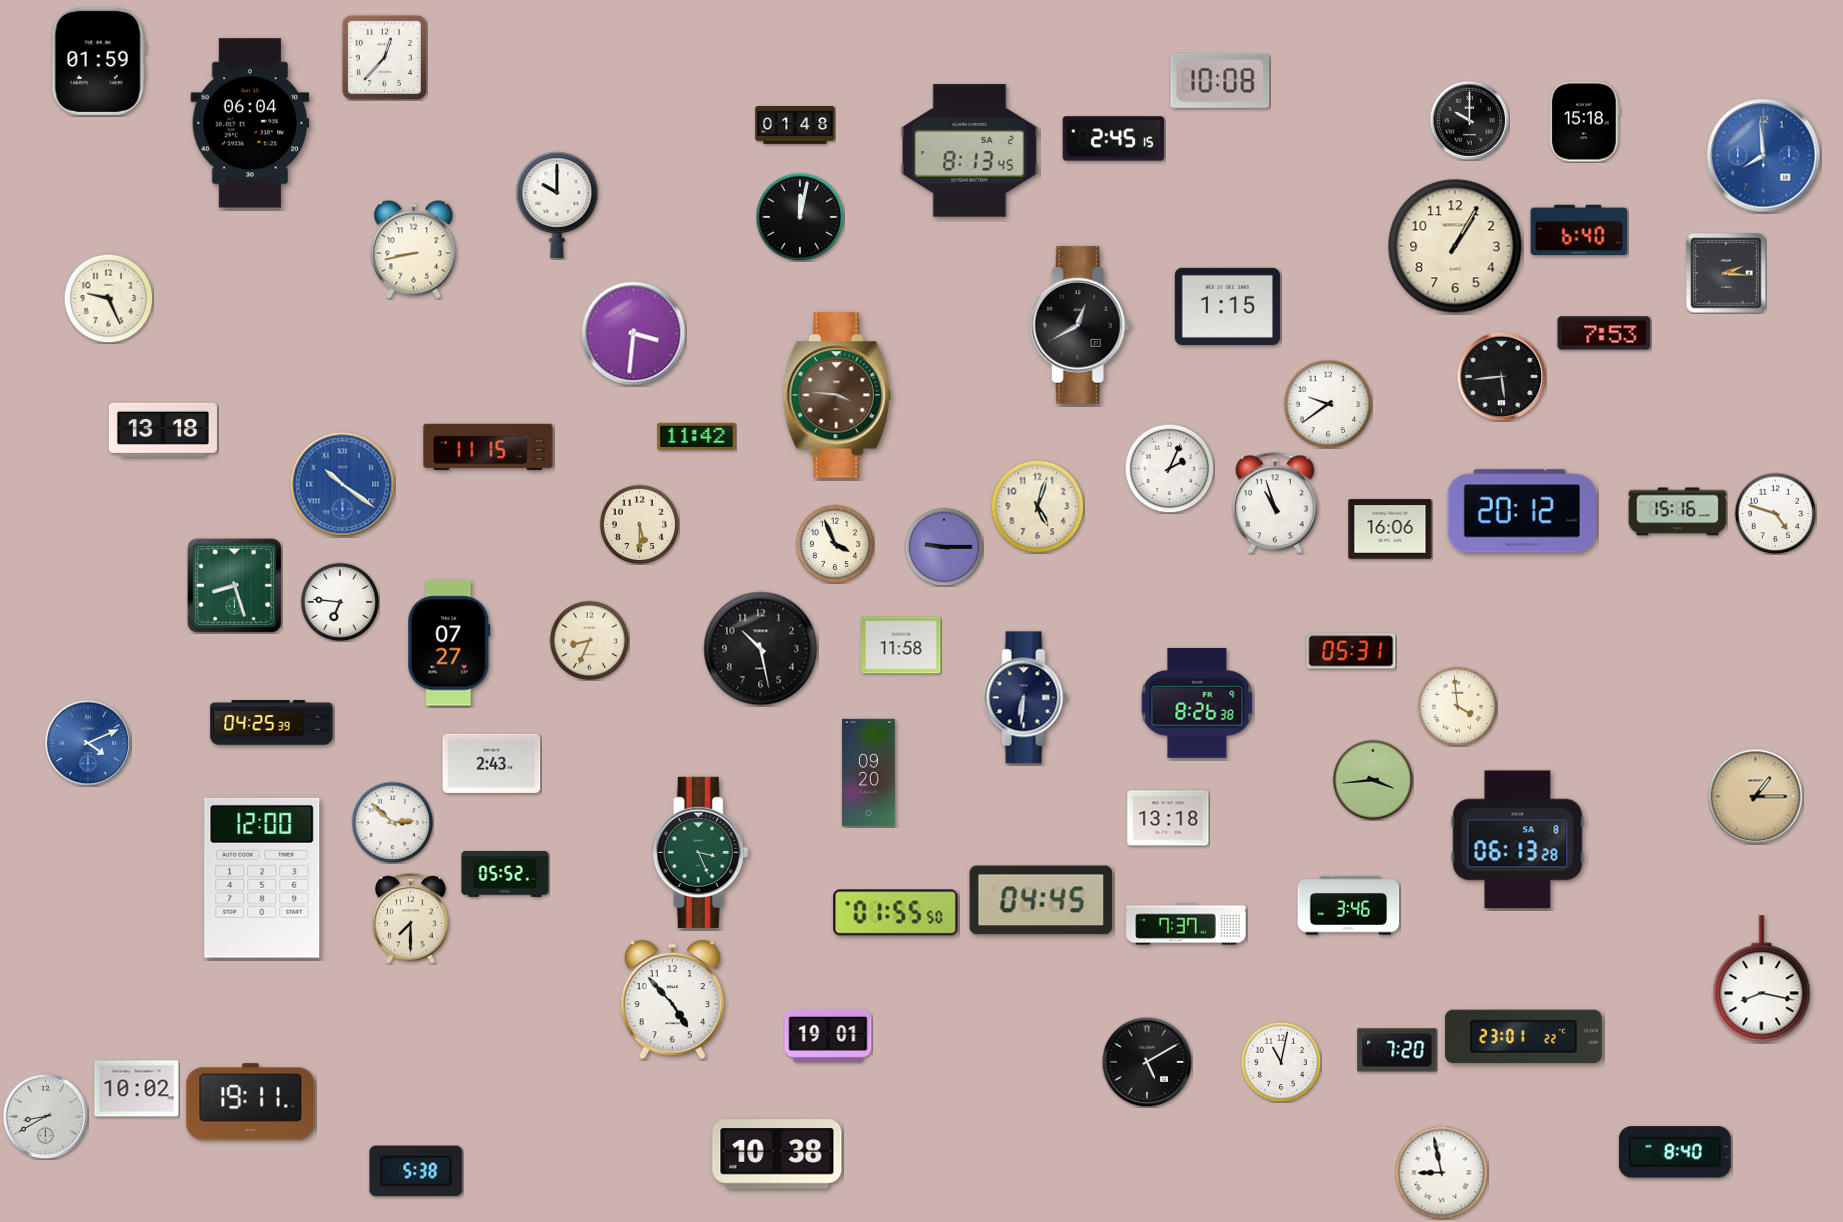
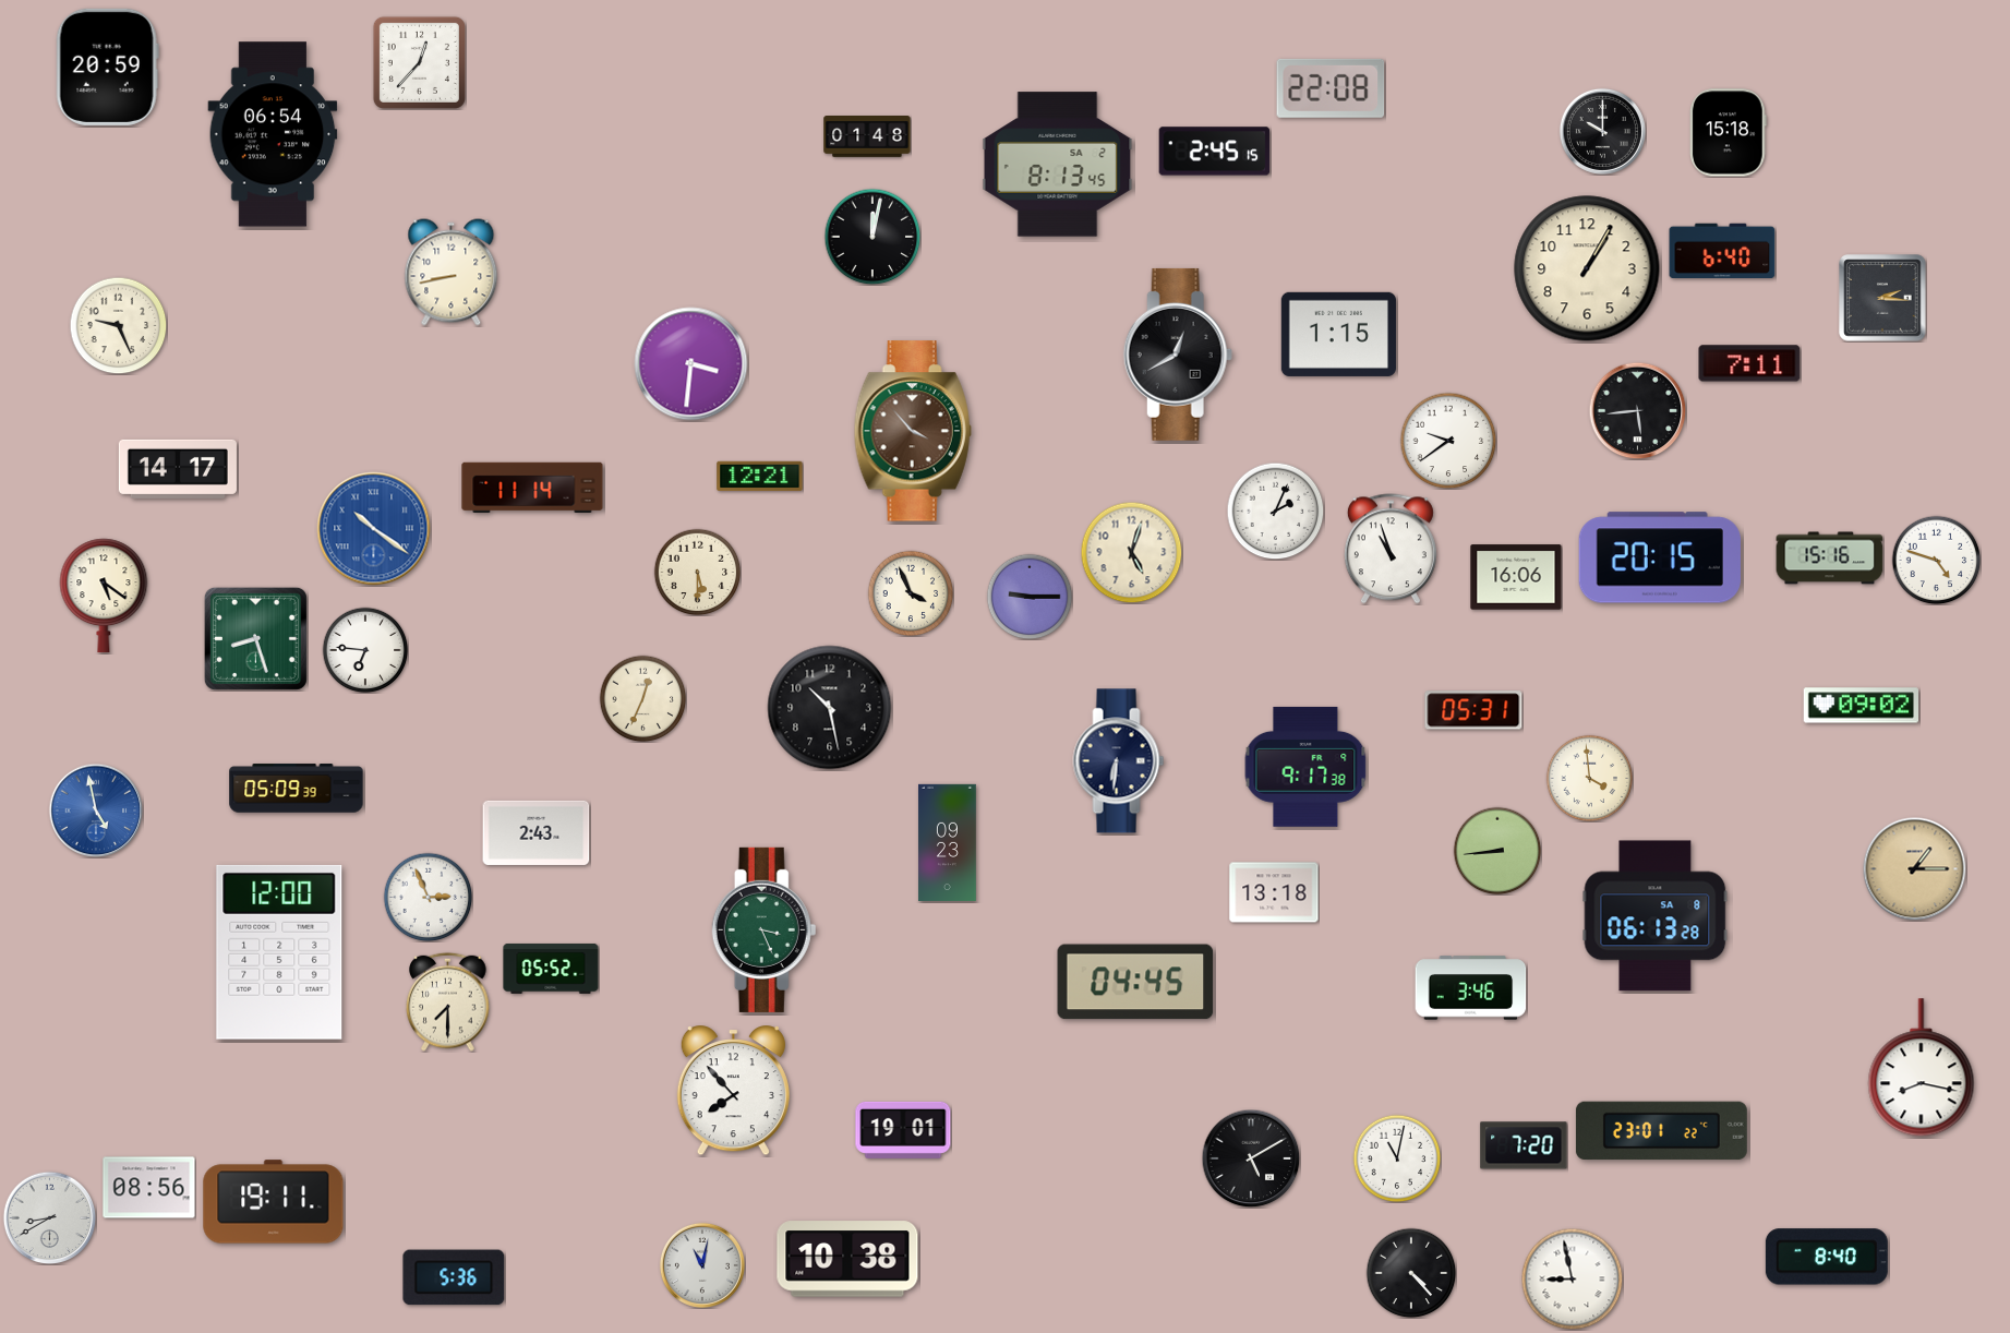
clock at (98, 61): 01:59 -> 20:59
clock at (1220, 81): 10:08 -> 22:08
clock at (250, 123): 06:04 -> 06:54
clock at (1764, 156): 7:59 -> none
clock at (557, 205): 10:00 -> none
clock at (1604, 333): 7:53 -> 7:11
clock at (837, 395): 3:46 -> 3:53
clock at (163, 430): 13:18 -> 14:17
clock at (697, 437): 11:42 -> 12:21
clock at (488, 447): 11:15 -> 11:14
clock at (1522, 511): 20:12 -> 20:15
clock at (104, 596): none -> 5:21
clock at (340, 602) position: (340, 602) -> (365, 650)
clock at (589, 640): 8:34 -> 12:34
clock at (449, 643): 07:27 -> none
clock at (901, 645): 11:58 -> none
clock at (1861, 706): none -> 09:02
clock at (1197, 703): 8:26 -> 9:17
clock at (1457, 706) position: (1457, 706) -> (1589, 778)
clock at (272, 723): 04:25 -> 05:09
clock at (88, 743): 4:11 -> 4:58
clock at (869, 772): 09:20 -> 09:23
clock at (1373, 780): 3:44 -> 8:44
clock at (392, 822): 2:52 -> 2:56
clock at (505, 874) position: (505, 874) -> (551, 969)
clock at (262, 878) position: (262, 878) -> (279, 952)
clock at (896, 913): 01:55 -> none
clock at (1186, 924): 7:37 -> none
clock at (672, 1000): 4:53 -> 7:53
clock at (137, 1089): 10:02 -> 08:56
clock at (702, 1265): none -> 11:02
clock at (1411, 1273): none -> 4:23
clock at (416, 1171): 5:38 -> 5:36
